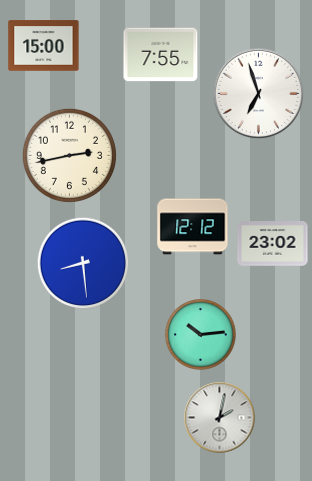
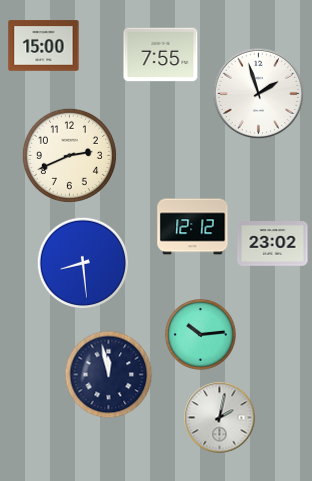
clock at (259, 94): 6:57 -> 1:57
clock at (69, 155): 2:43 -> 2:41
clock at (109, 375): none -> 11:58
